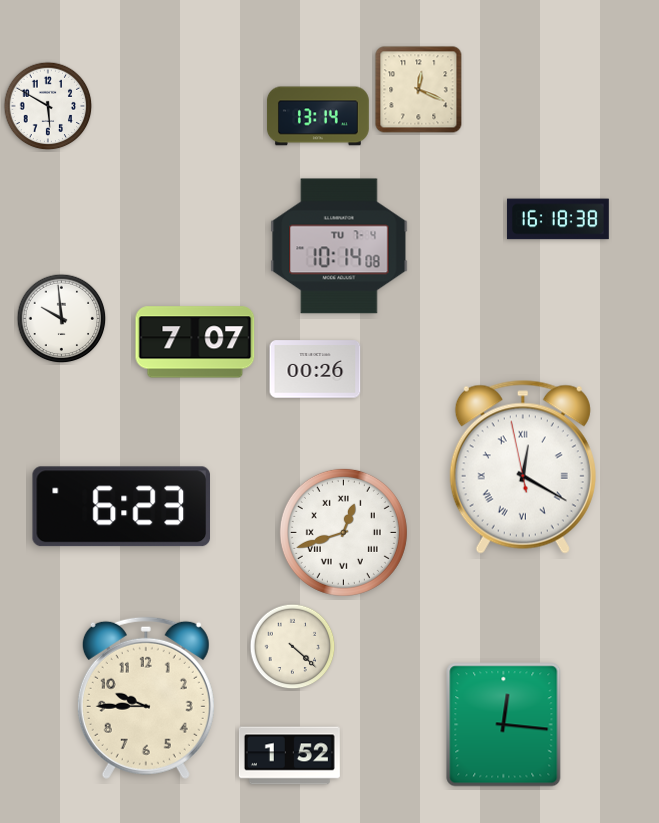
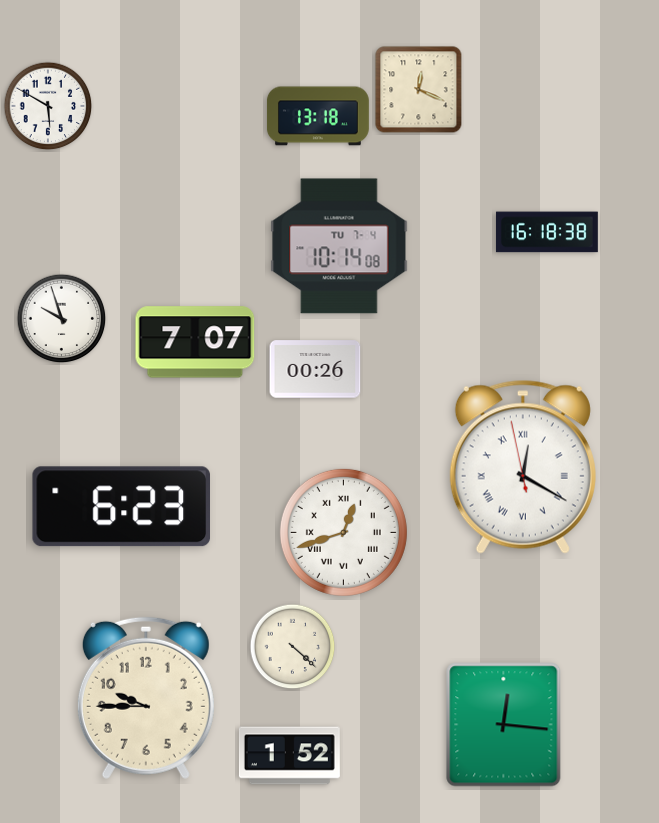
clock at (318, 116): 13:14 -> 13:18
clock at (558, 219) position: (558, 219) -> (547, 232)
clock at (62, 319): 9:59 -> 9:57
